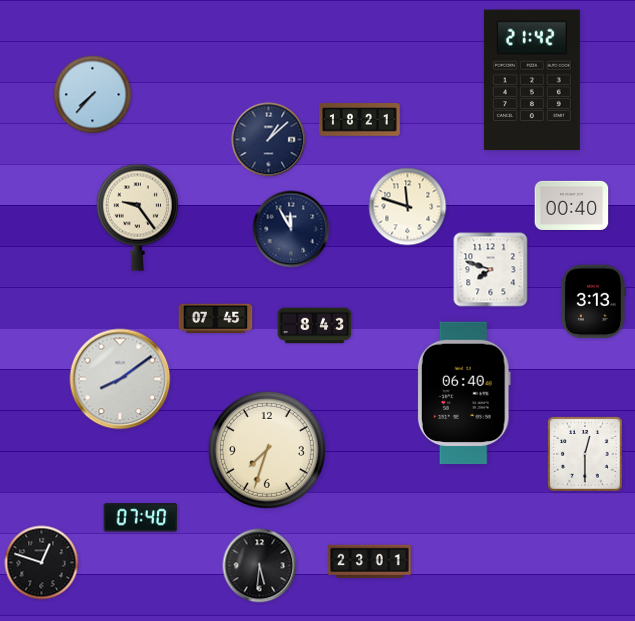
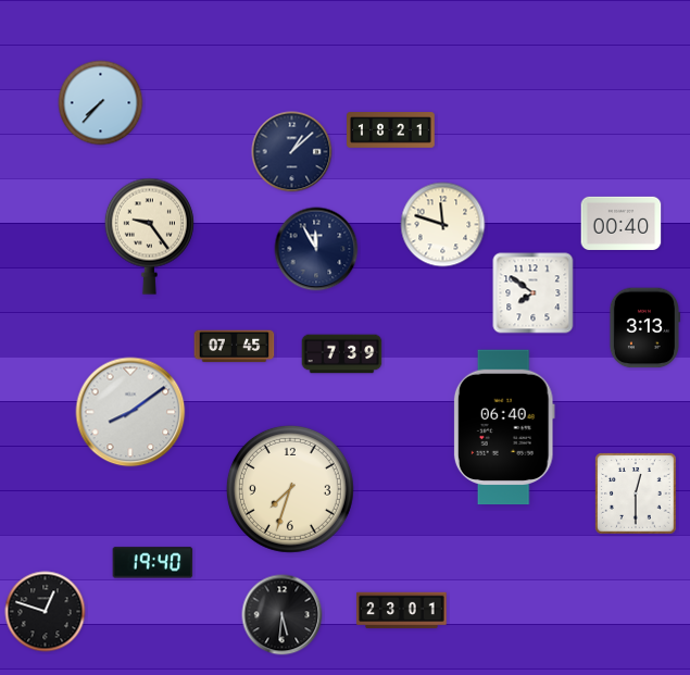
clock at (532, 80): 21:42 -> none
clock at (491, 270): 7:48 -> 7:51
clock at (315, 326): 8:43 -> 7:39
clock at (141, 518): 07:40 -> 19:40
